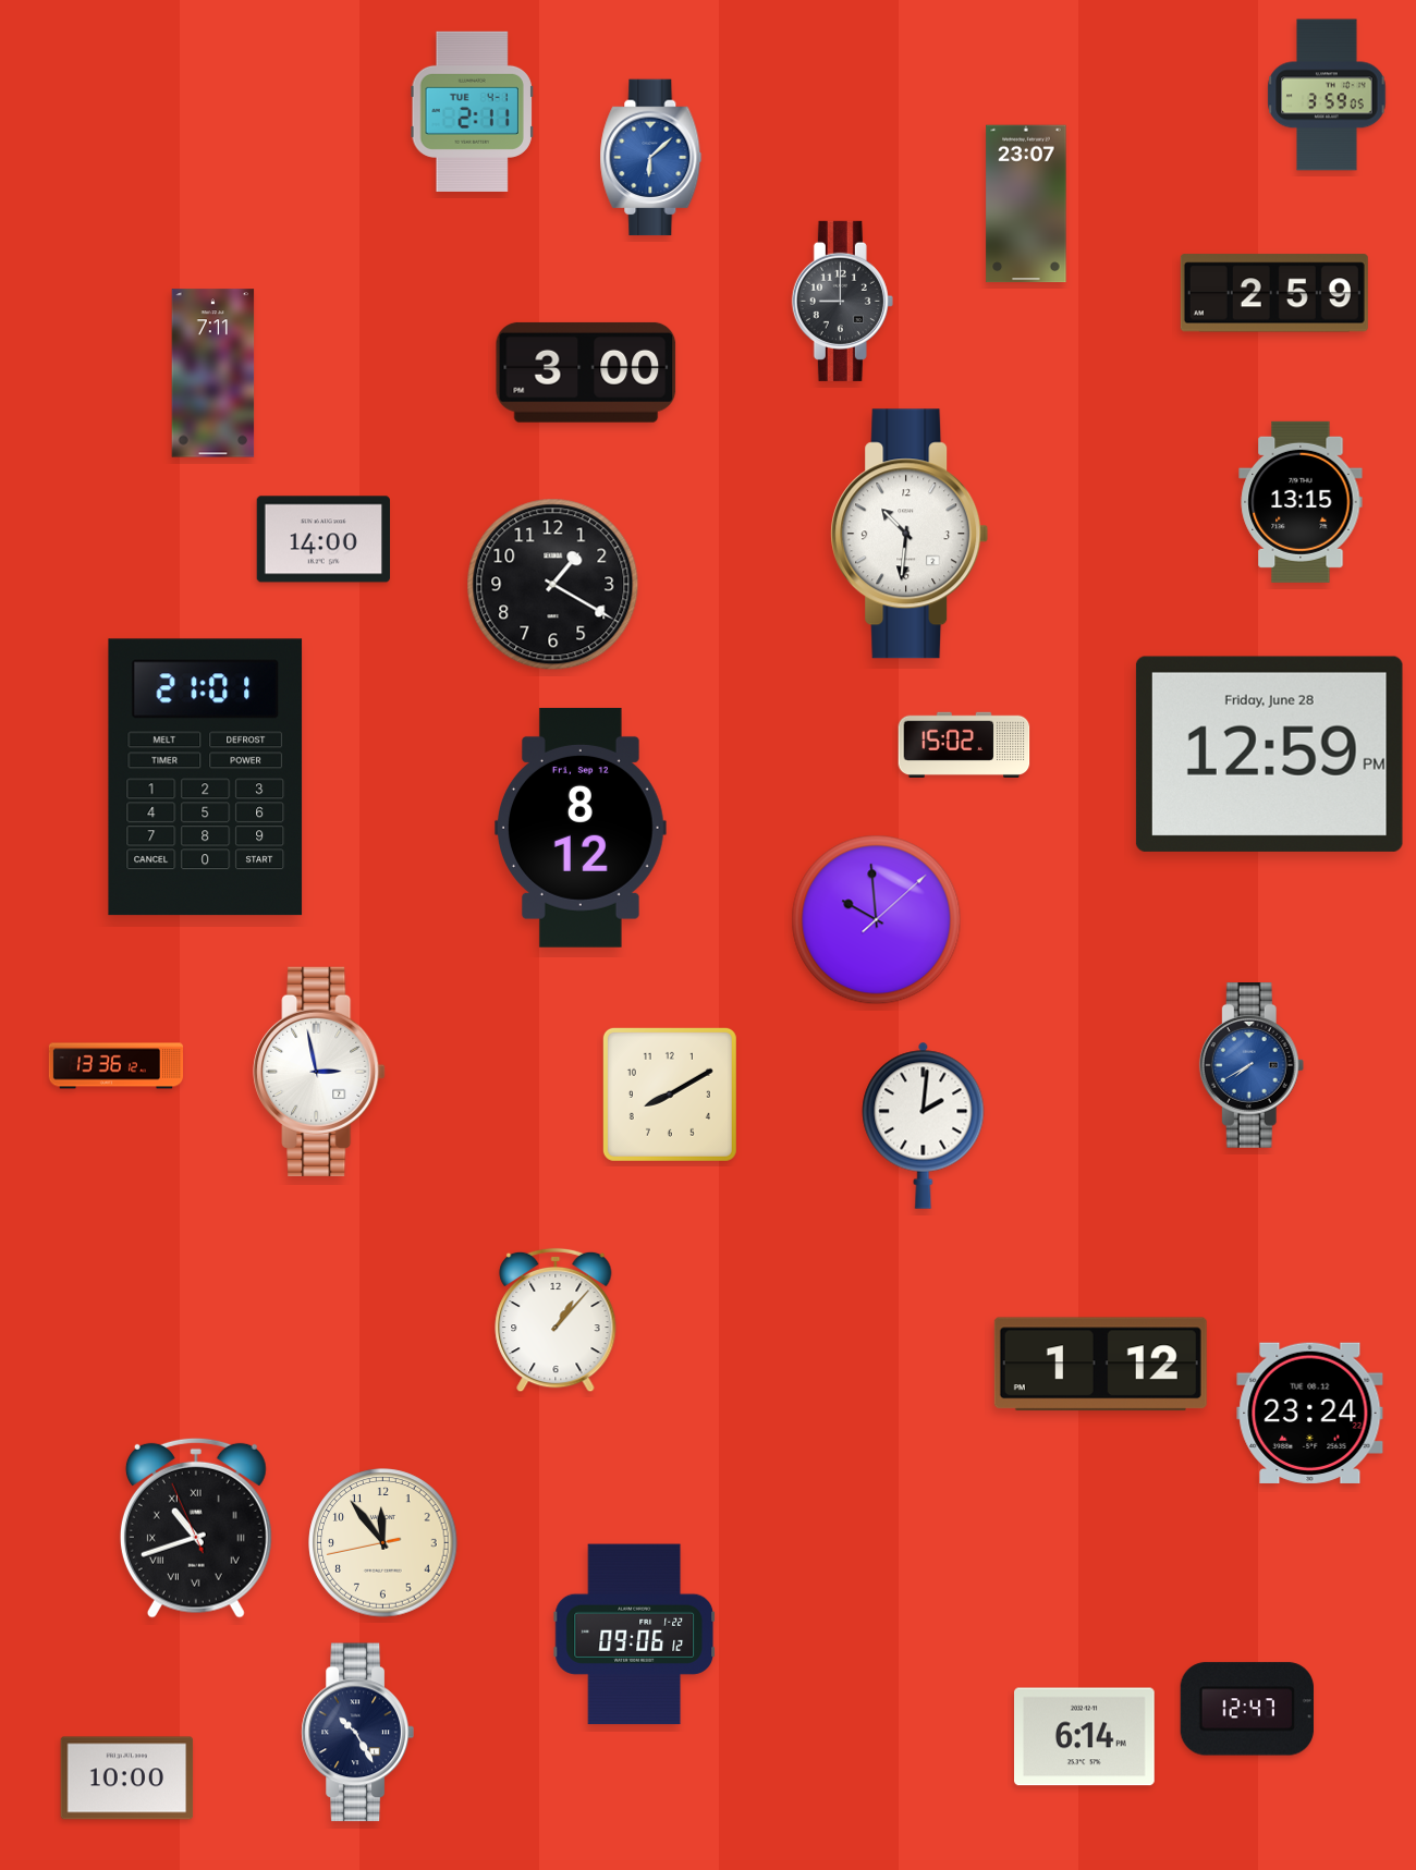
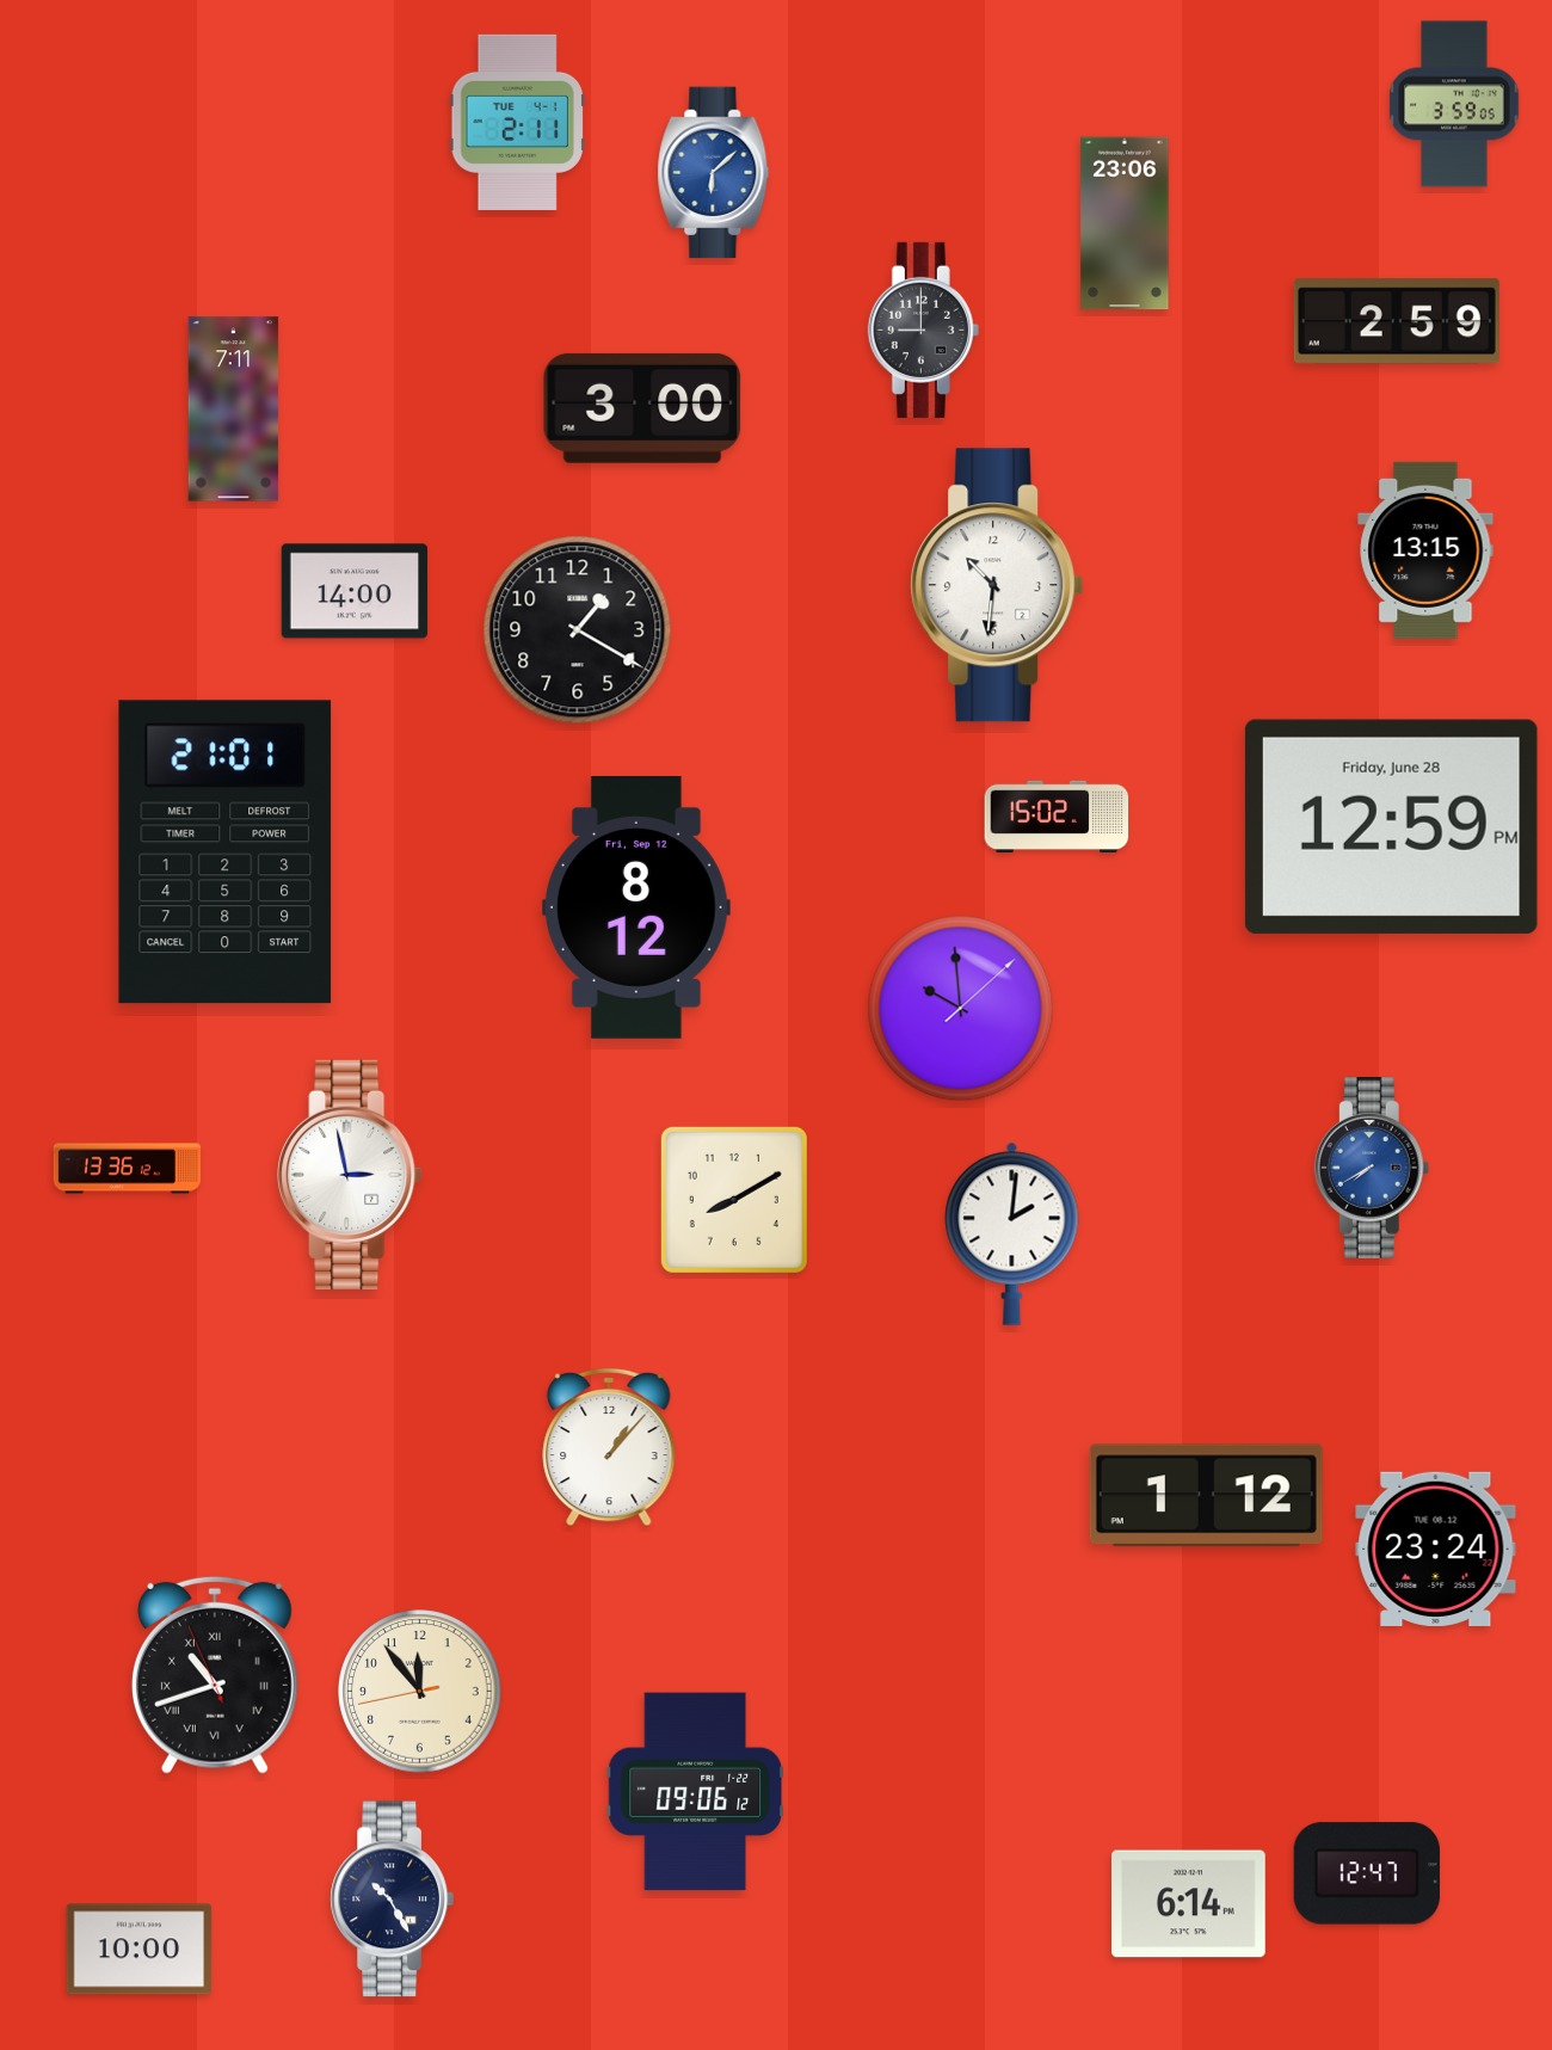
clock at (1026, 204): 23:07 -> 23:06
clock at (553, 585) position: (553, 585) -> (578, 630)
